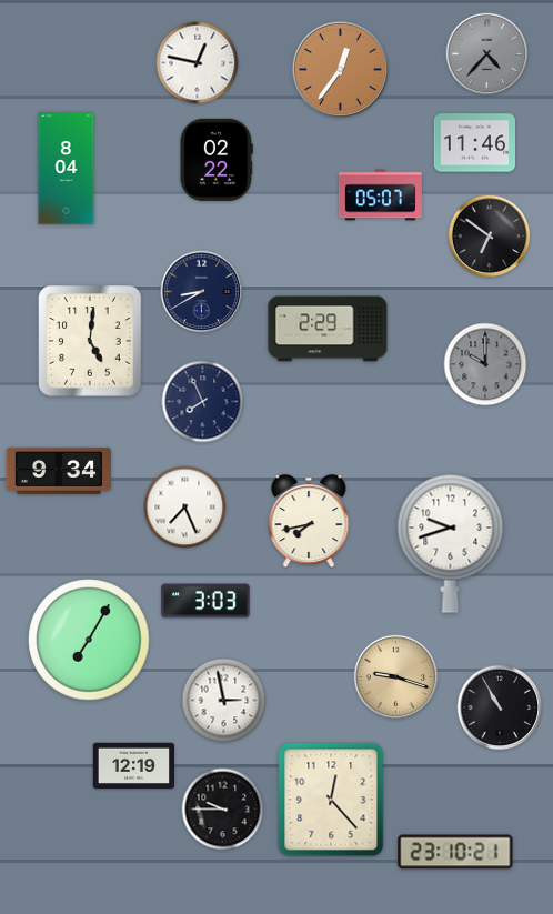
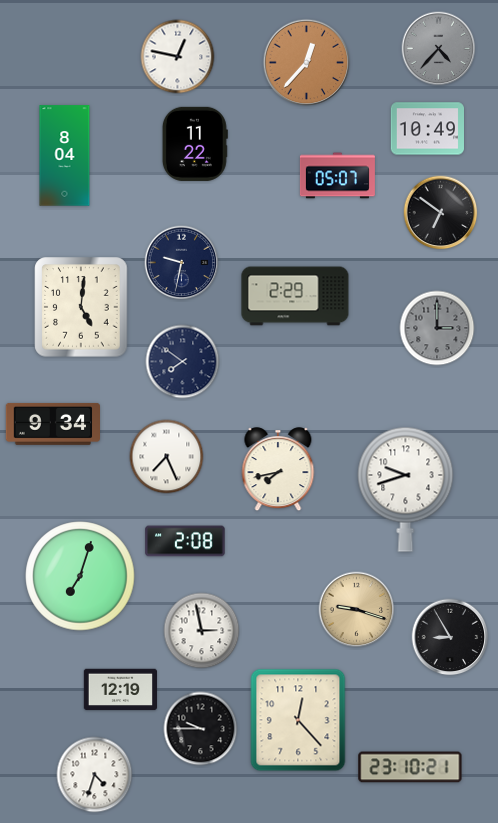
clock at (341, 70): 12:36 -> 12:37
clock at (474, 143): 11:46 -> 10:49
clock at (217, 160): 02:22 -> 11:22
clock at (67, 169) position: (67, 169) -> (65, 156)
clock at (380, 195) position: (380, 195) -> (337, 176)
clock at (202, 292): 8:40 -> 9:32
clock at (485, 364): 10:00 -> 3:00
clock at (203, 402): 7:56 -> 7:51
clock at (205, 601): 3:03 -> 2:08
clock at (89, 640): 7:05 -> 7:03
clock at (500, 707): 10:55 -> 8:55
clock at (95, 775): none -> 4:33
